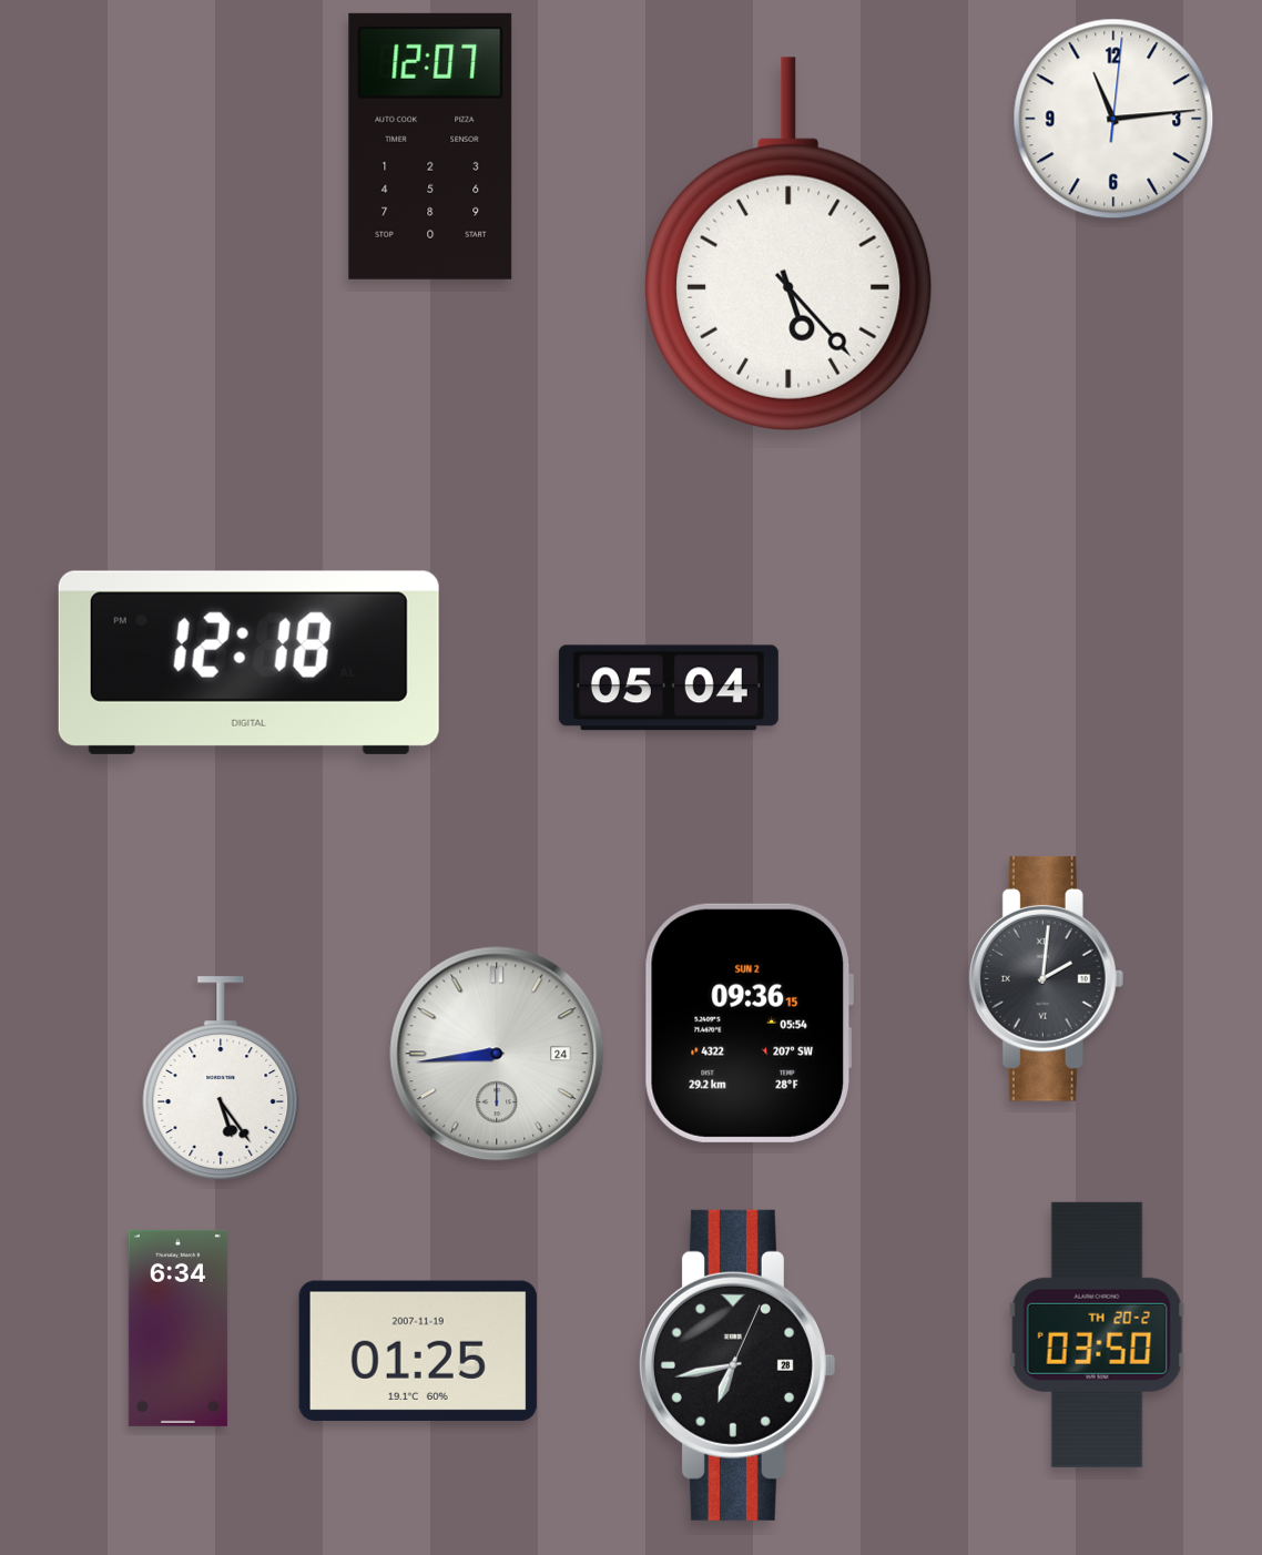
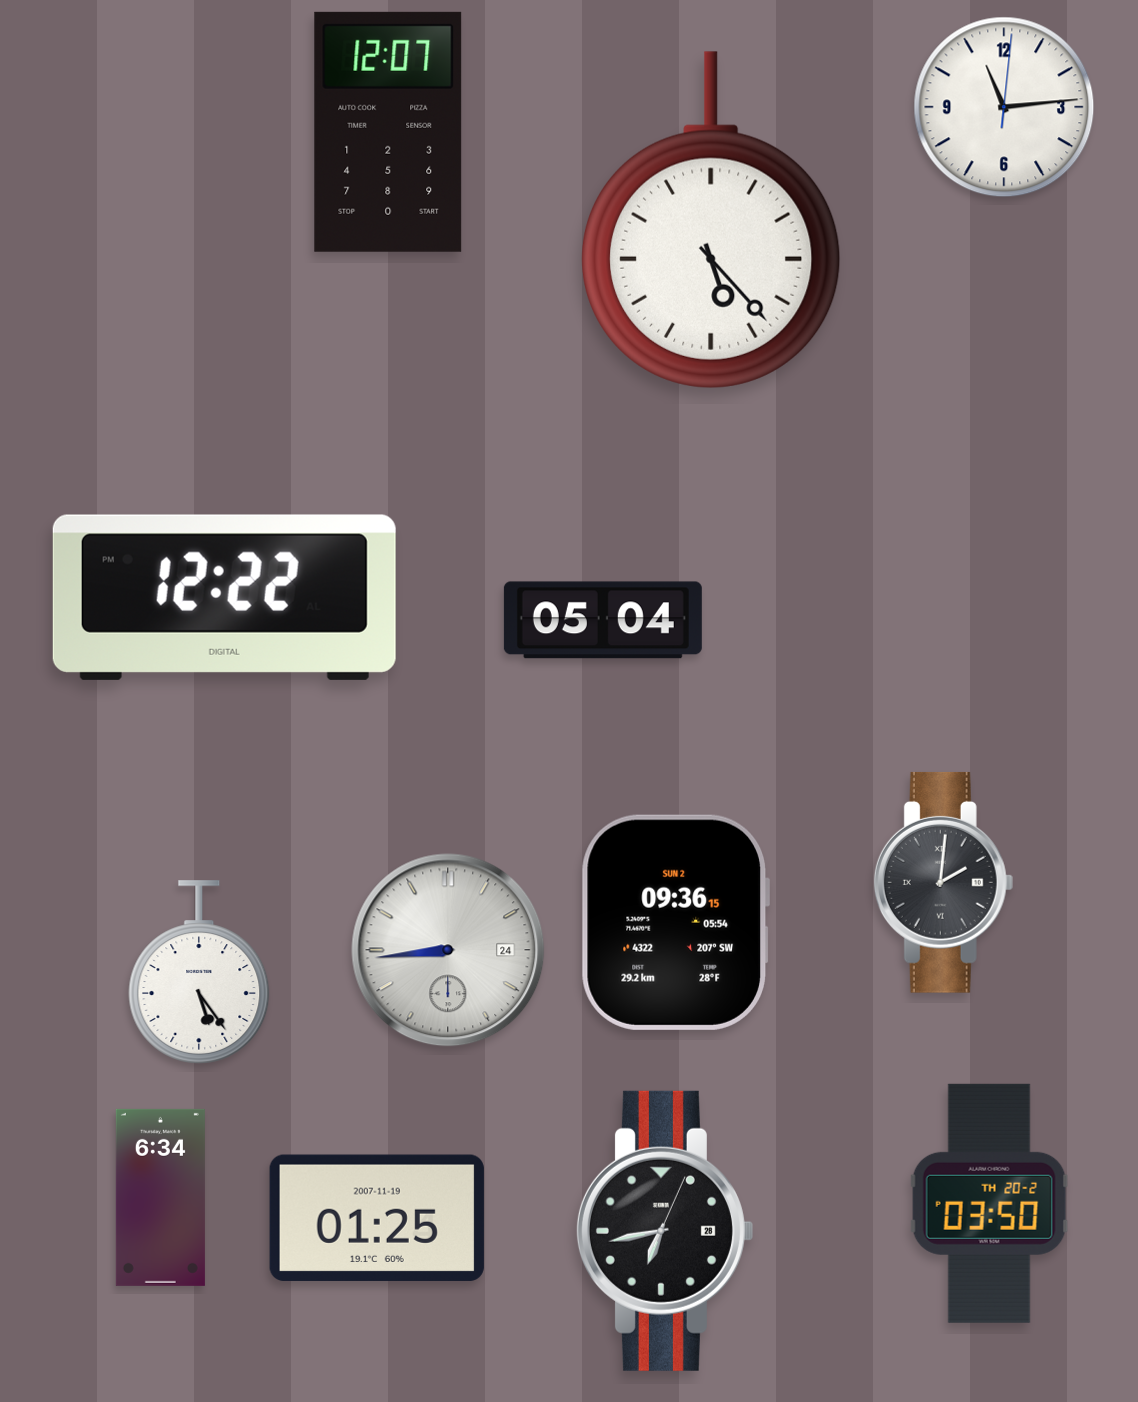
clock at (248, 662): 12:18 -> 12:22
